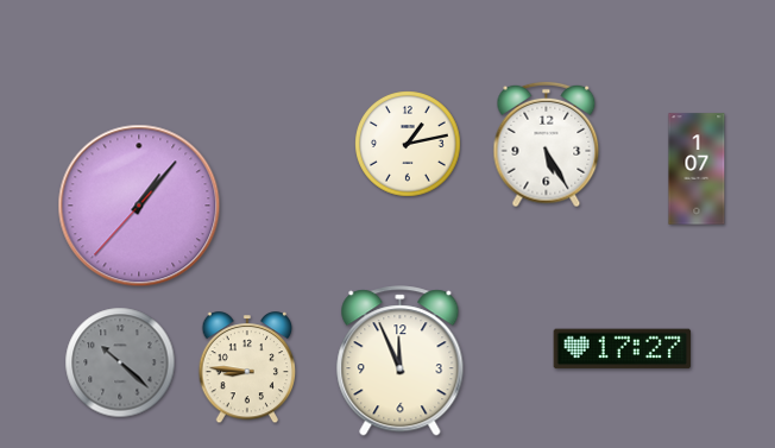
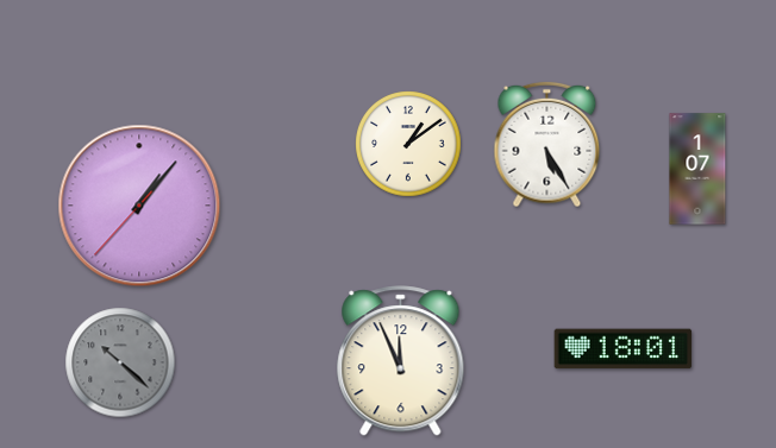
clock at (408, 144): 1:13 -> 1:09
clock at (623, 349): 17:27 -> 18:01
clock at (247, 368): 8:46 -> none
